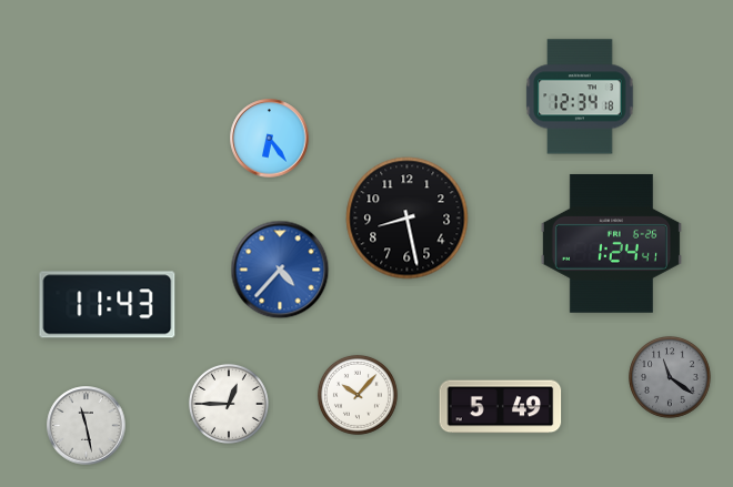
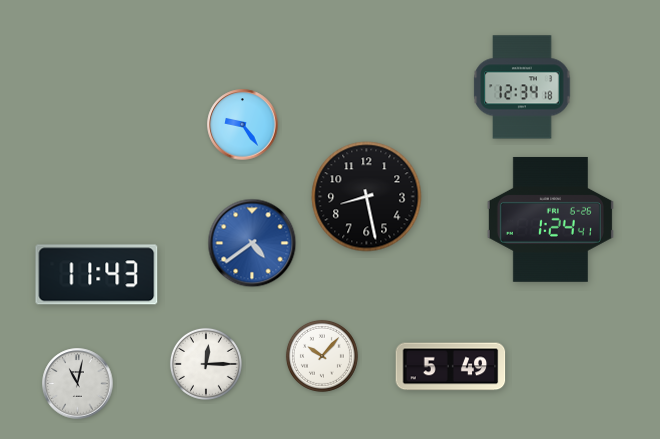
clock at (270, 139): 6:24 -> 9:24
clock at (280, 270): 4:37 -> 4:39
clock at (671, 378): 11:21 -> none
clock at (229, 404): 12:45 -> 12:15
clock at (87, 426): 11:28 -> 11:02
